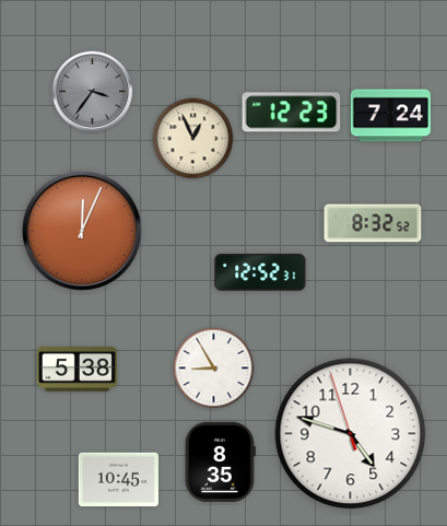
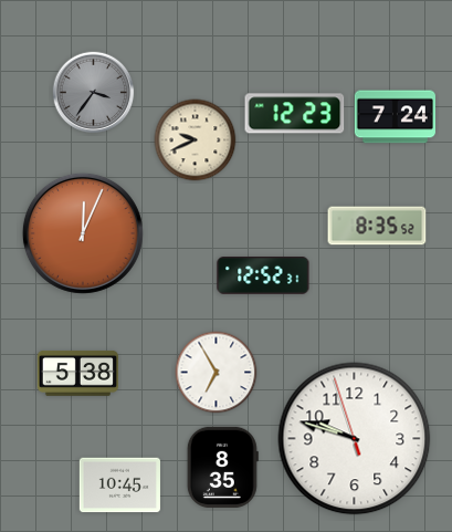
clock at (193, 139): 12:56 -> 9:41
clock at (373, 223): 8:32 -> 8:35
clock at (214, 369): 8:55 -> 6:55
clock at (351, 434): 4:47 -> 9:47
